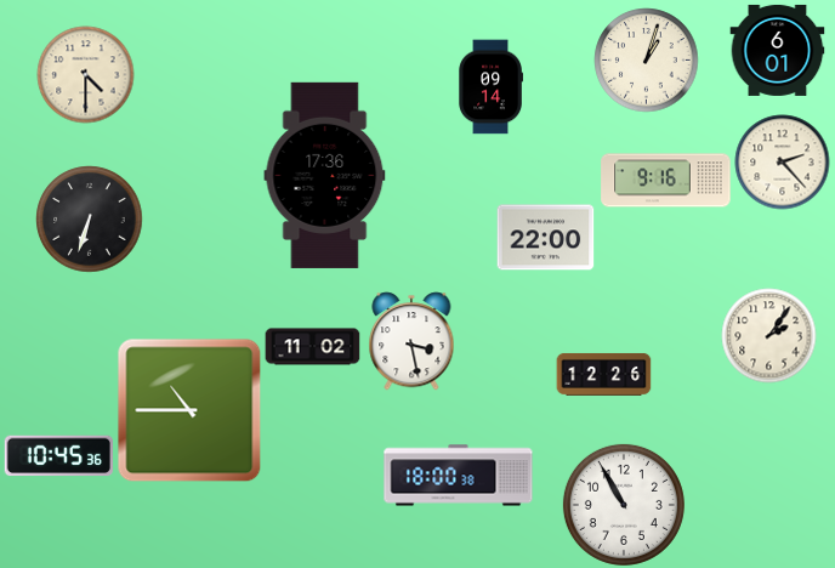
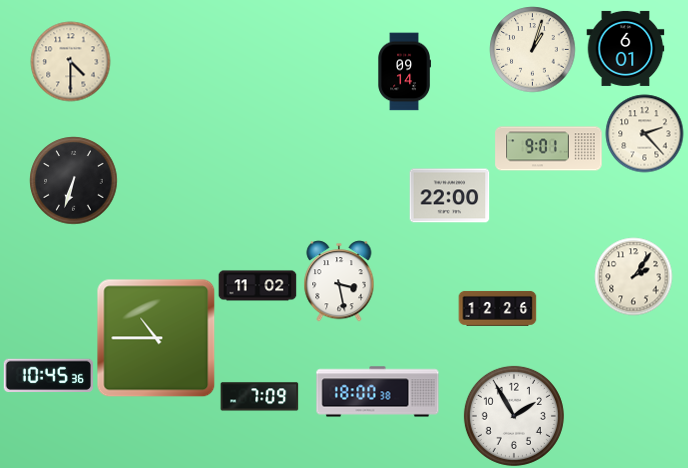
clock at (777, 50) position: (777, 50) -> (625, 48)
clock at (325, 175): 17:36 -> none
clock at (666, 181): 9:16 -> 9:01
clock at (259, 397): none -> 7:09
clock at (624, 505): 10:55 -> 1:55
